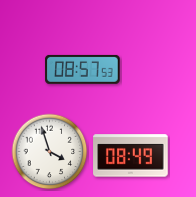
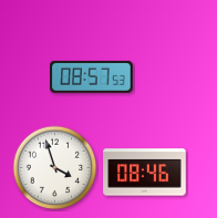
clock at (131, 156): 08:49 -> 08:46
